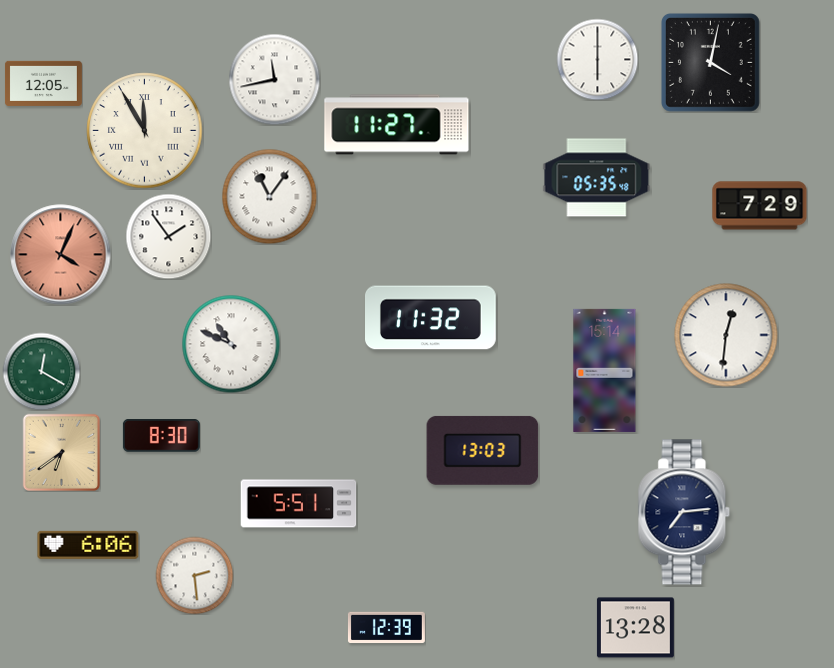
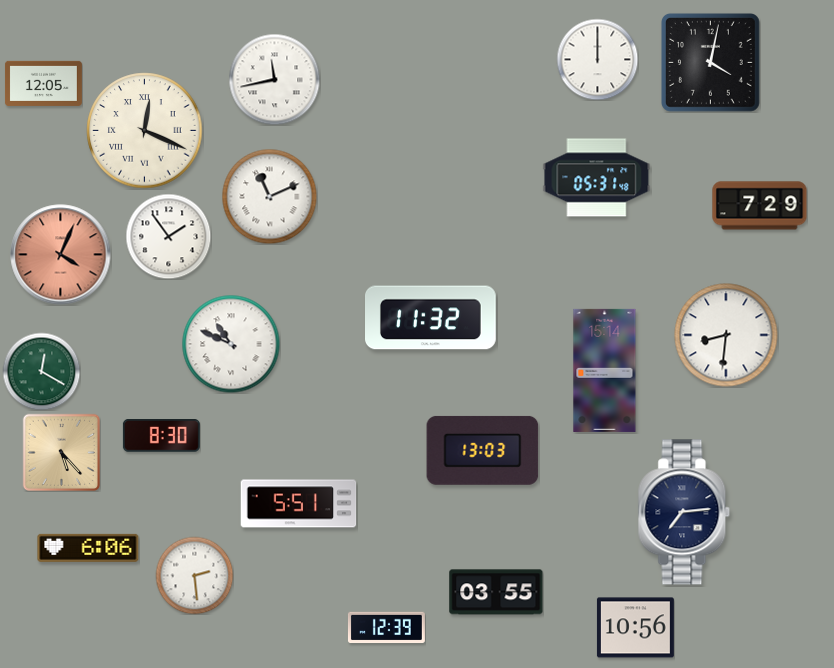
clock at (597, 59): 6:00 -> 12:00
clock at (397, 125): 11:27 -> none
clock at (145, 131): 11:55 -> 12:19
clock at (597, 178): 05:35 -> 05:31
clock at (269, 196): 11:06 -> 11:11
clock at (726, 335): 12:31 -> 8:31
clock at (61, 452): 6:39 -> 5:23
clock at (88, 545) position: (88, 545) -> (88, 548)
clock at (496, 592): none -> 03:55
clock at (635, 628): 13:28 -> 10:56
